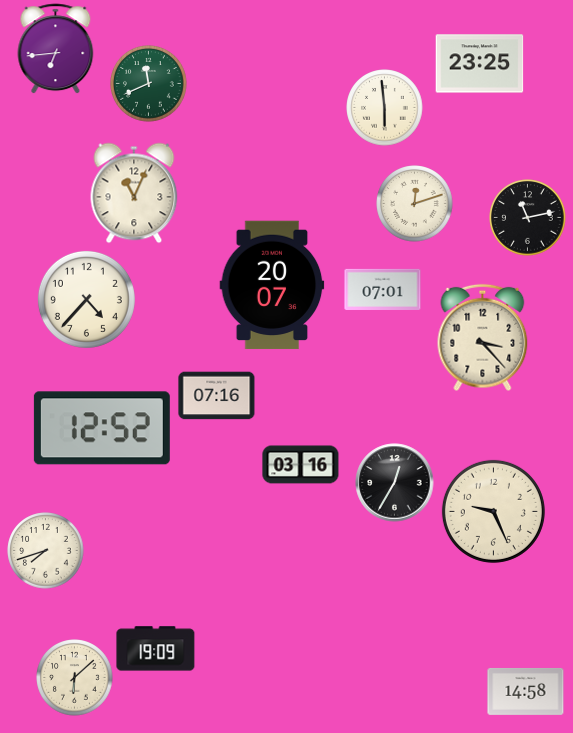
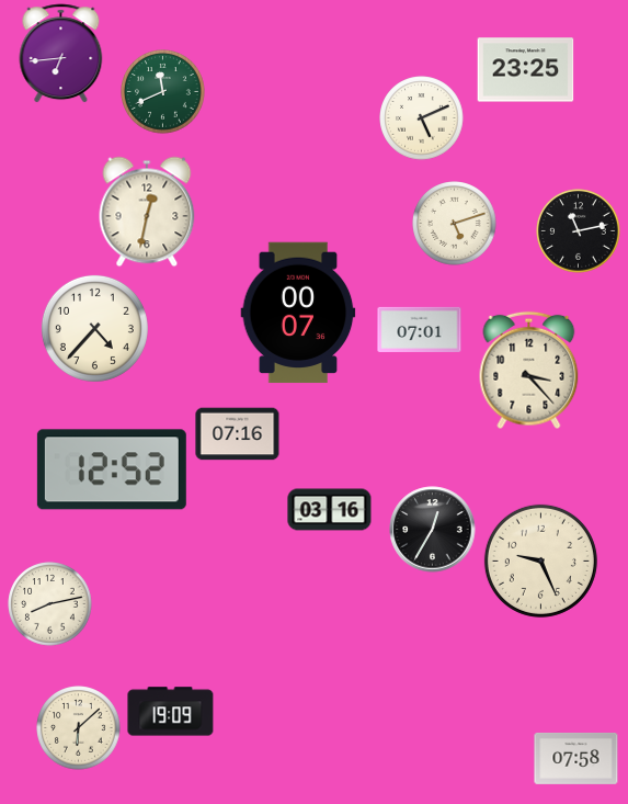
clock at (385, 108): 5:59 -> 5:11
clock at (134, 193): 11:04 -> 12:32
clock at (415, 204): 12:12 -> 5:12
clock at (528, 218) position: (528, 218) -> (579, 231)
clock at (272, 285): 20:07 -> 00:07
clock at (383, 289) position: (383, 289) -> (420, 329)
clock at (46, 551): 7:42 -> 8:13
clock at (75, 678) position: (75, 678) -> (79, 728)
clock at (526, 691): 14:58 -> 07:58
